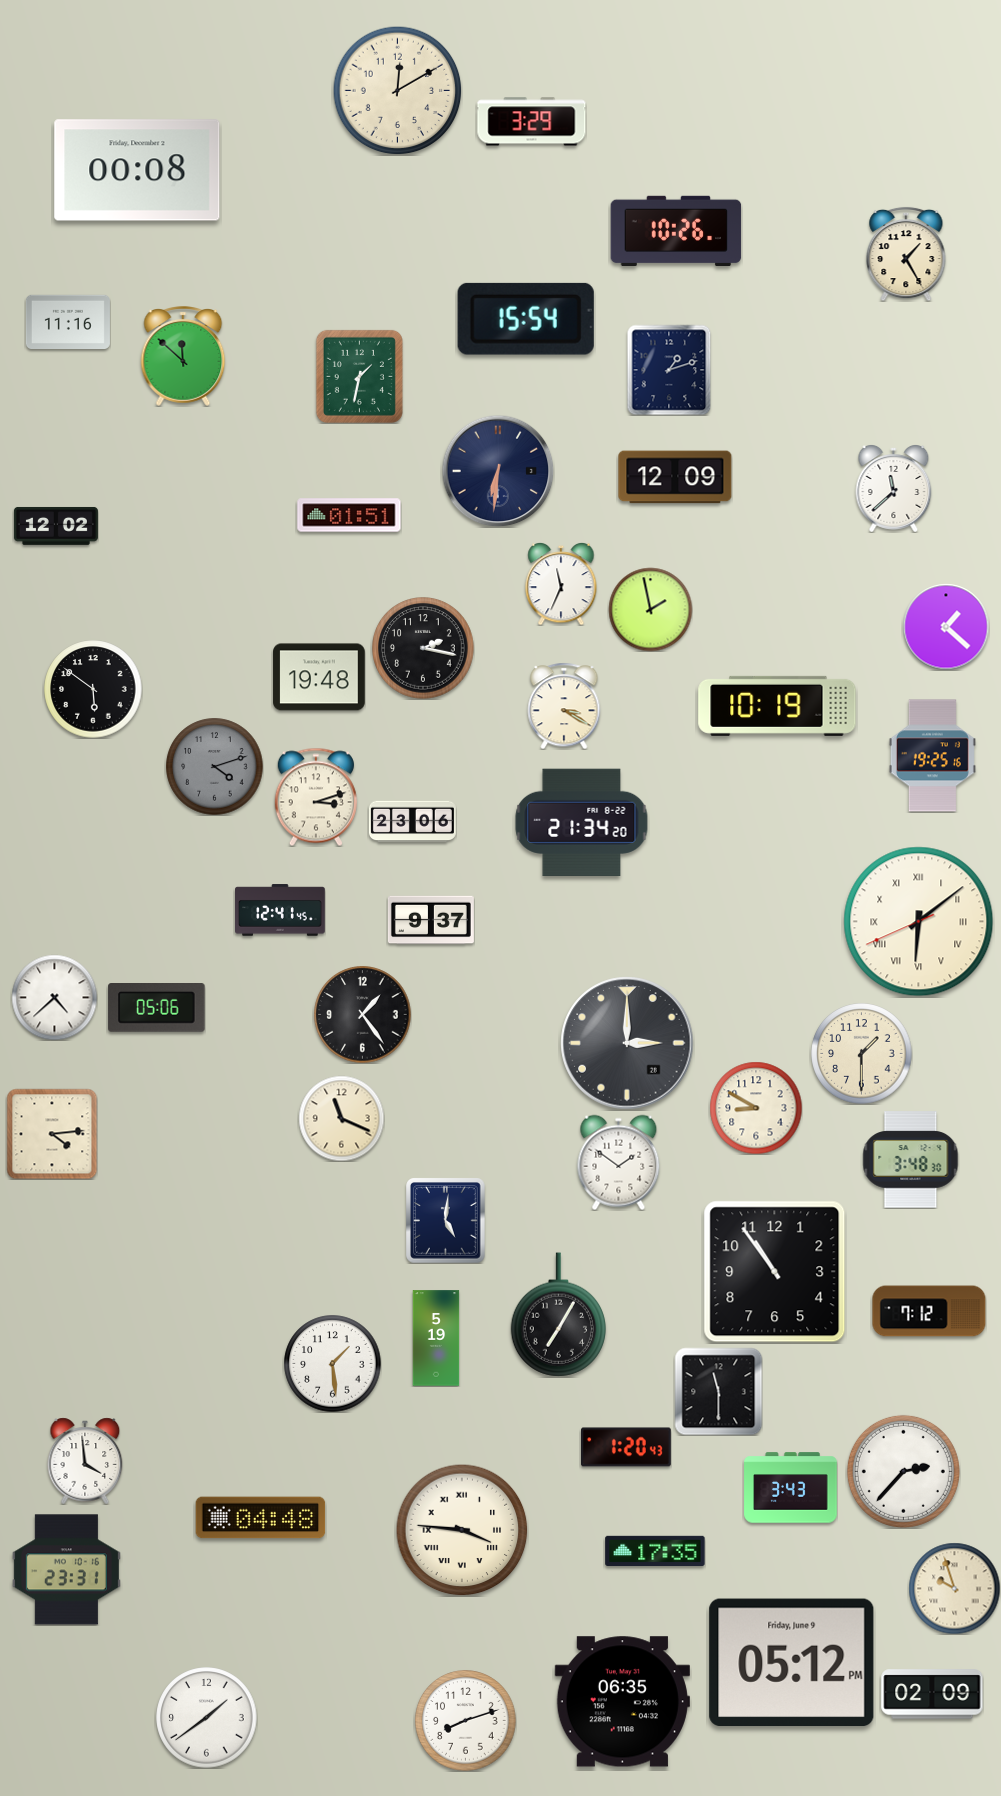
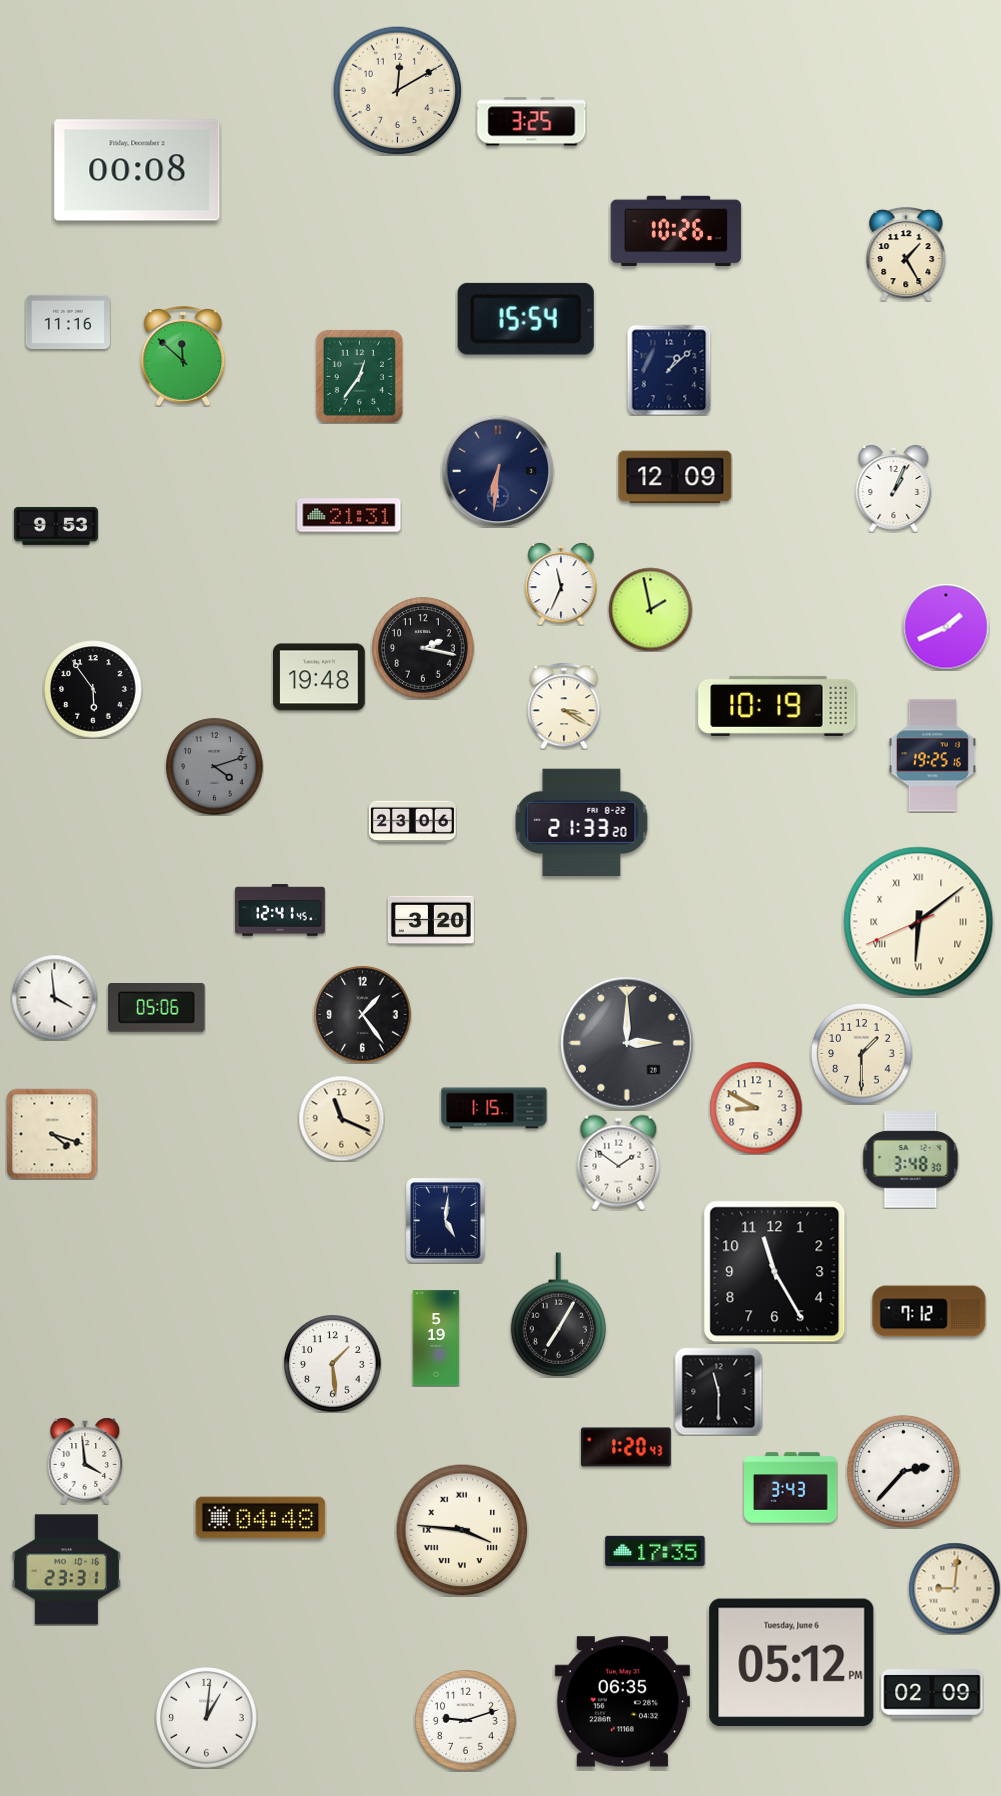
clock at (532, 122): 3:29 -> 3:25
clock at (669, 370): 1:12 -> 1:08
clock at (359, 376): 1:32 -> 12:36
clock at (894, 489): 11:38 -> 1:04
clock at (349, 515): 01:51 -> 21:31
clock at (56, 526): 12:02 -> 9:53
clock at (946, 627): 1:22 -> 1:41
clock at (93, 689): 5:51 -> 5:54
clock at (316, 797): 3:12 -> none
clock at (582, 823): 21:34 -> 21:33
clock at (431, 920): 9:37 -> 3:20
clock at (54, 997): 4:38 -> 3:59
clock at (494, 1108): none -> 1:15
clock at (52, 1134): 4:14 -> 4:18
clock at (775, 1272): 10:54 -> 11:25
clock at (954, 1588): 9:57 -> 9:01
clock at (792, 1663) date: Friday, June 9 -> Tuesday, June 6
clock at (207, 1718): 1:39 -> 1:01
clock at (466, 1721): 8:12 -> 9:12
